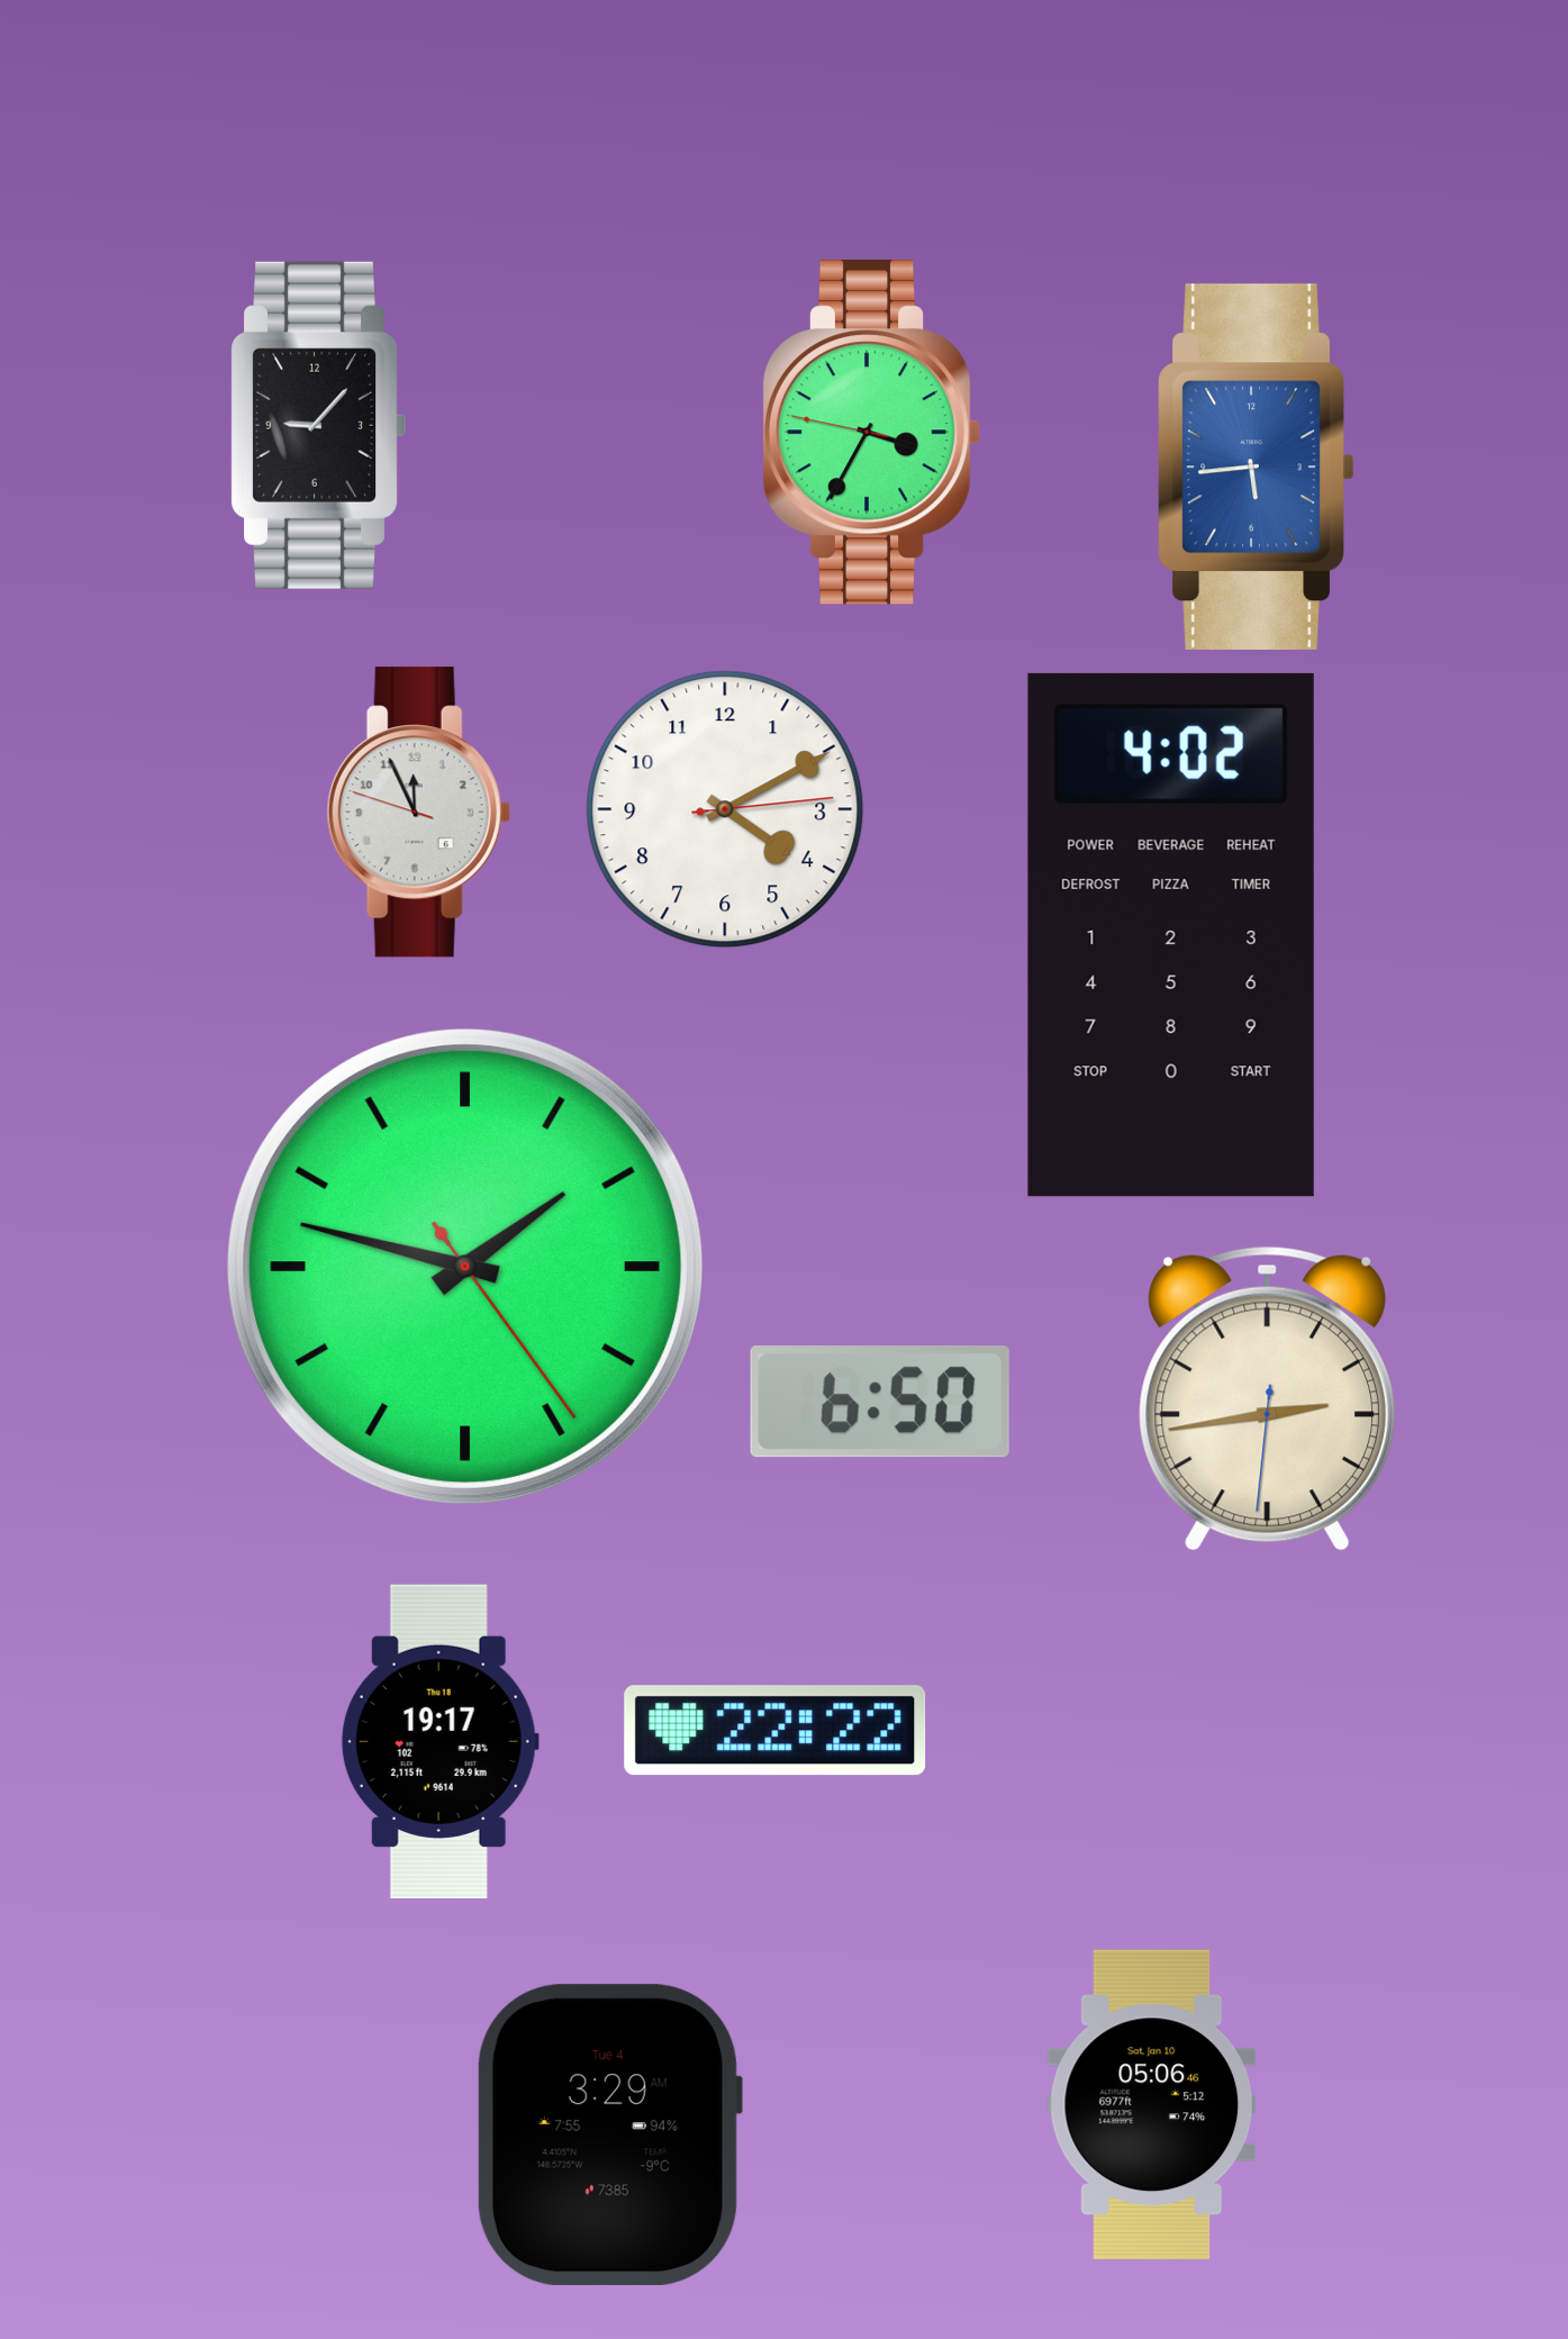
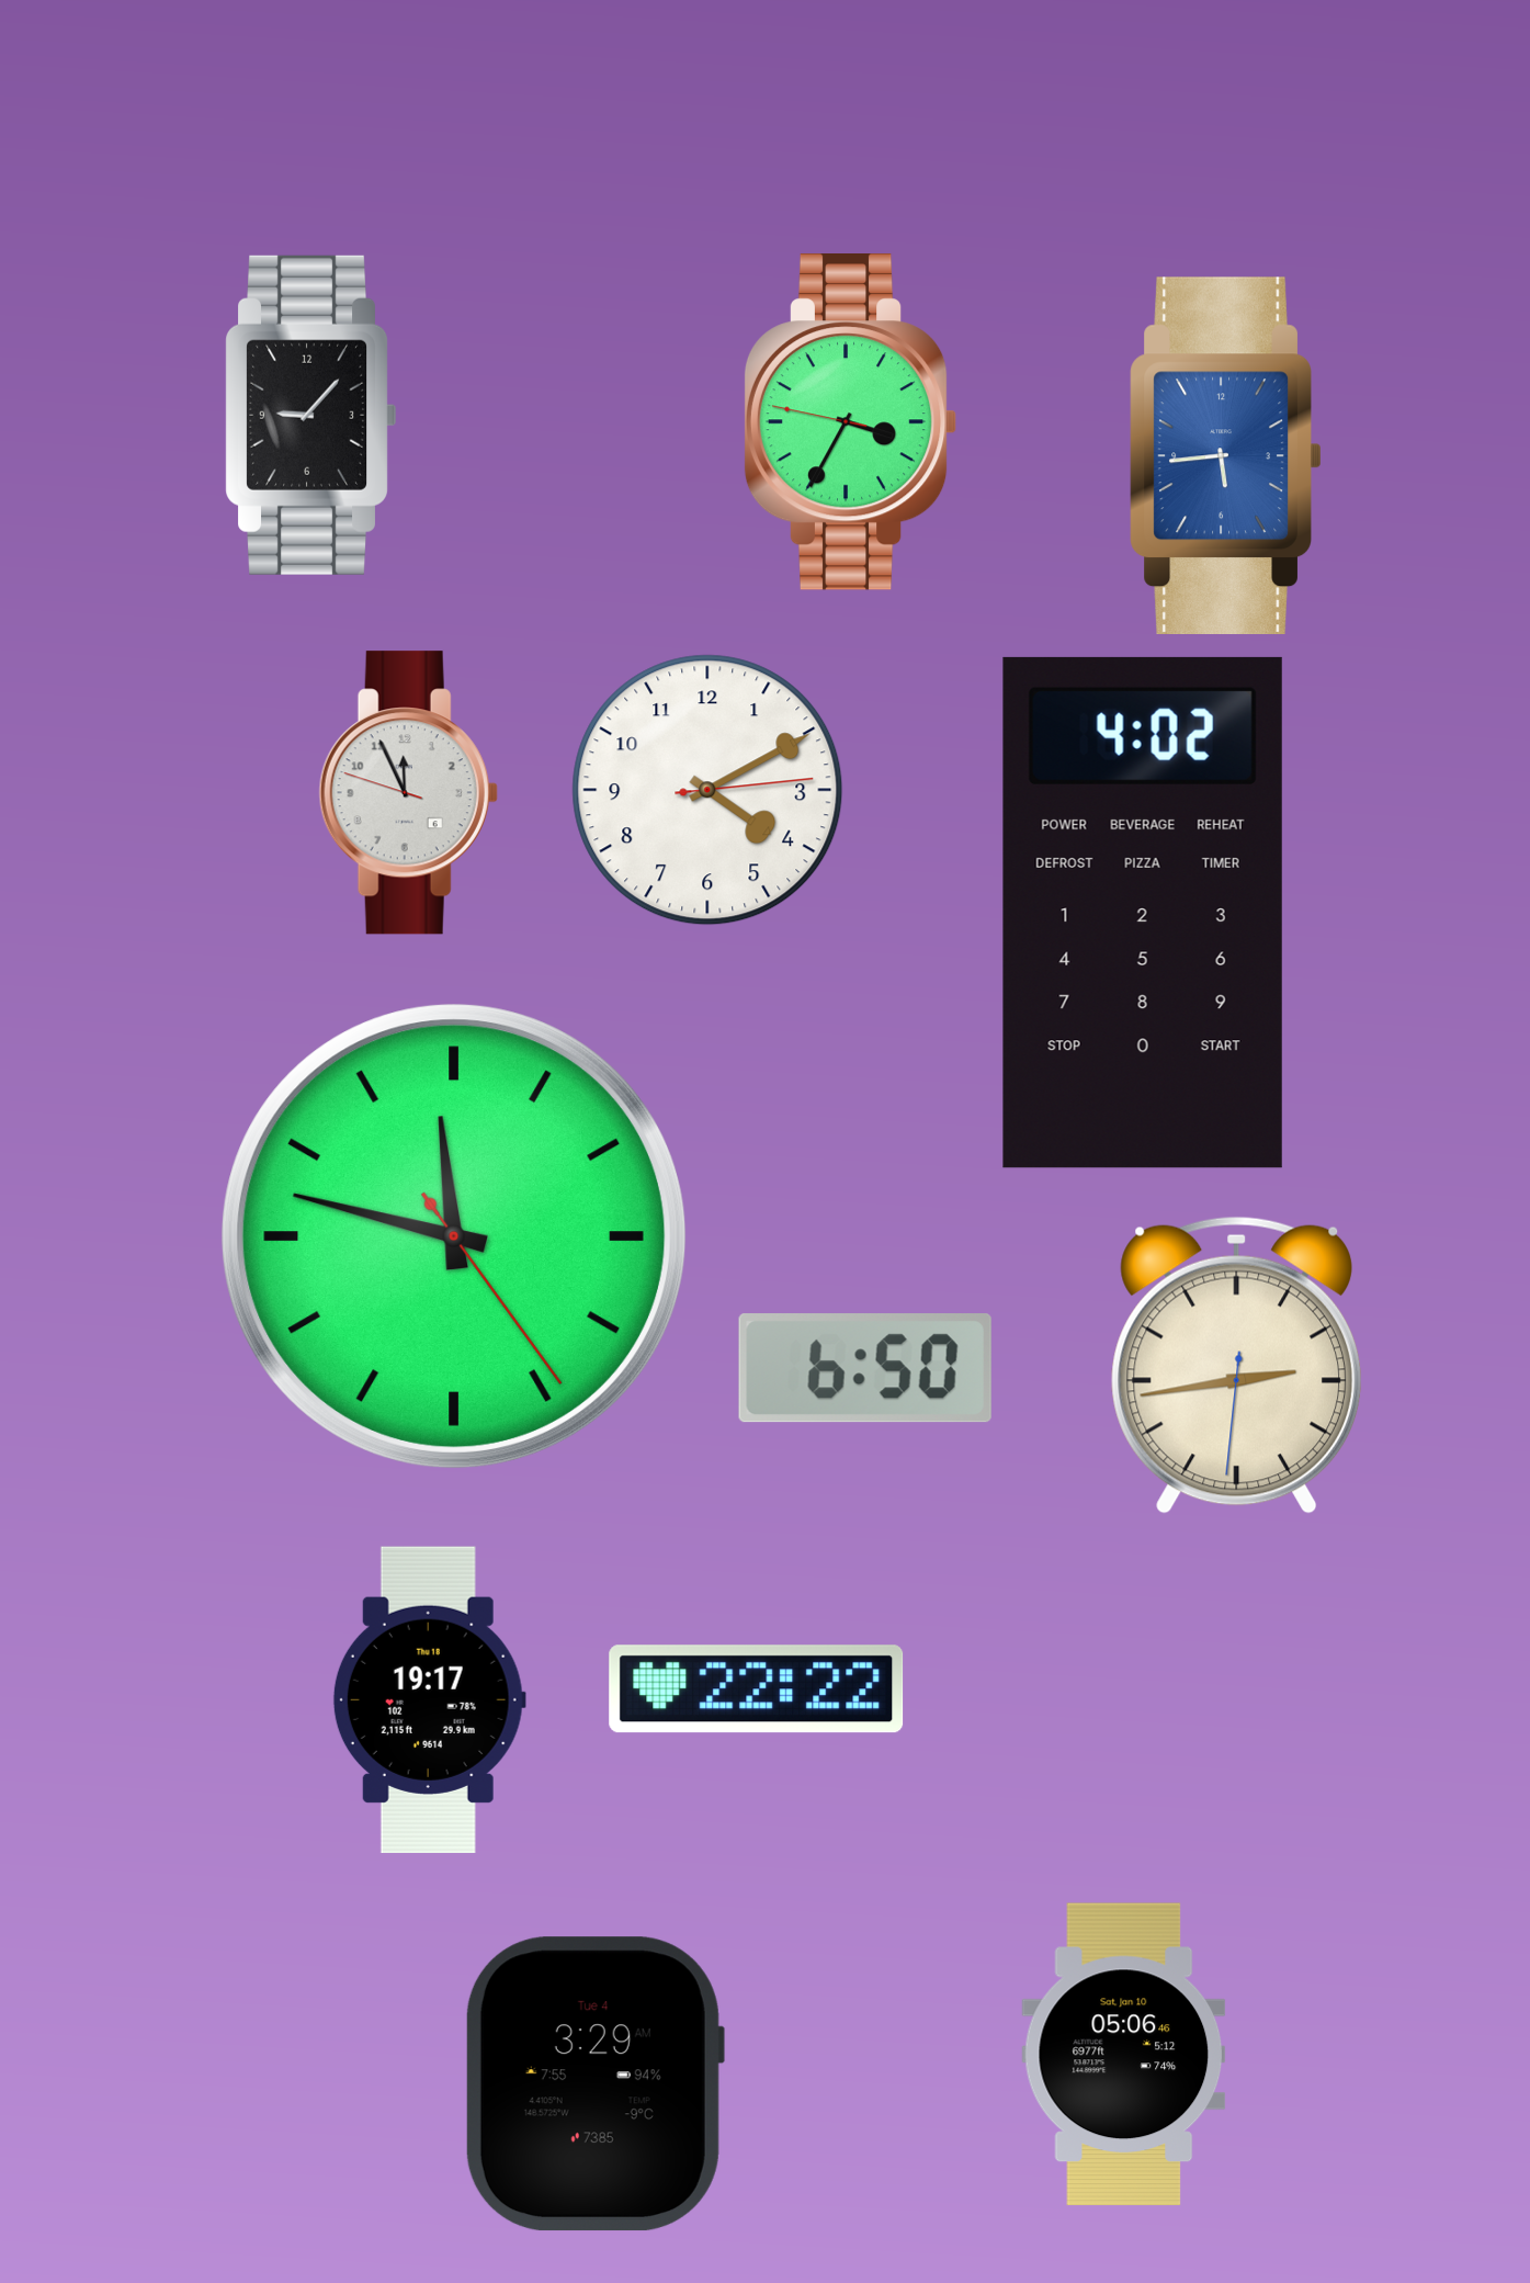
clock at (465, 1267): 1:47 -> 11:47
clock at (880, 1402) position: (880, 1402) -> (865, 1368)
